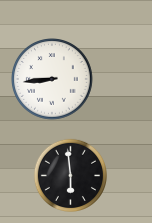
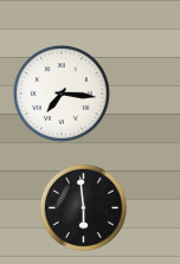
clock at (53, 80): 8:44 -> 7:16
